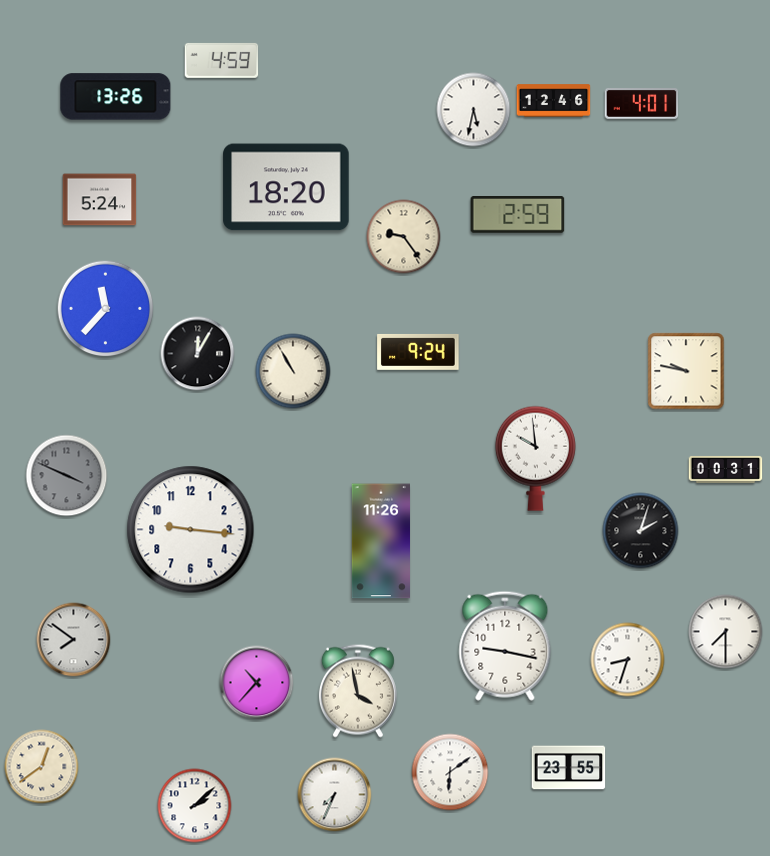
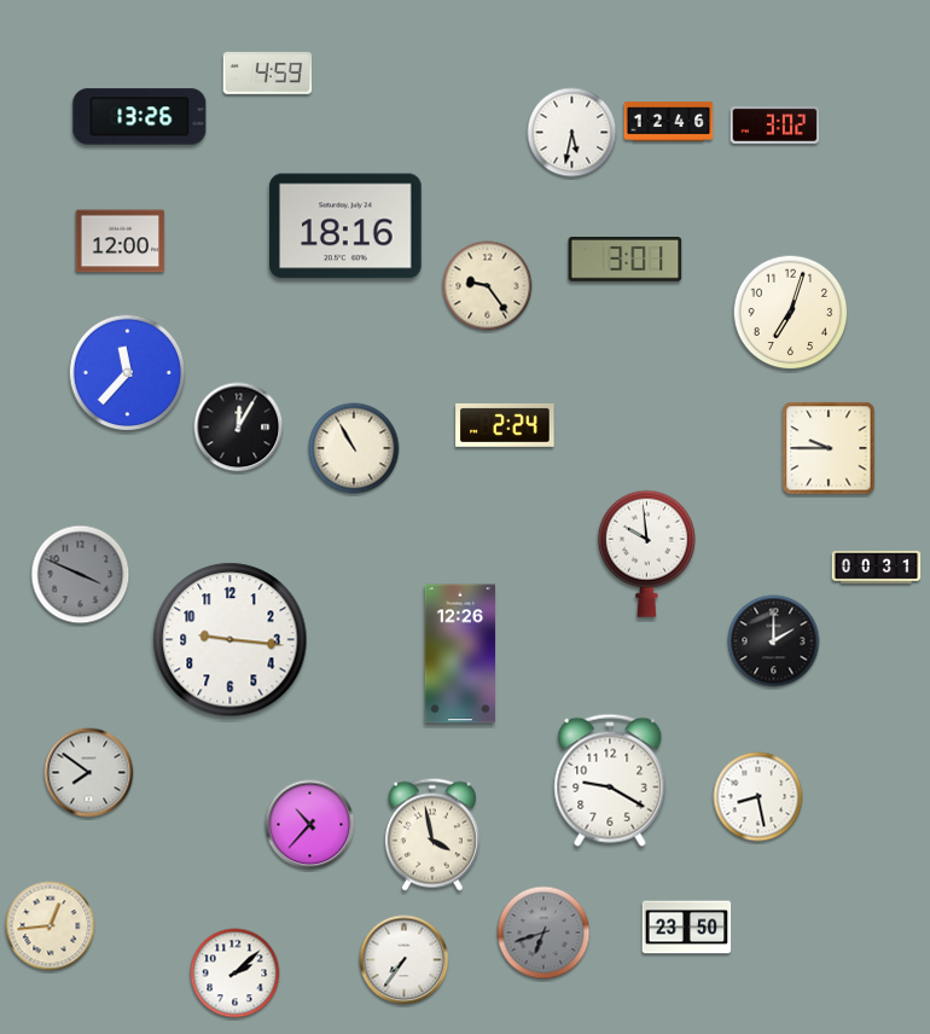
clock at (642, 104): 4:01 -> 3:02
clock at (286, 187): 18:20 -> 18:16
clock at (100, 200): 5:24 -> 12:00
clock at (518, 215): 2:59 -> 3:01
clock at (791, 313): none -> 7:03
clock at (418, 352): 9:24 -> 2:24
clock at (686, 371): 9:47 -> 9:45
clock at (641, 531): 2:03 -> 2:00
clock at (380, 541): 11:26 -> 12:26
clock at (726, 632): 7:30 -> none
clock at (505, 646): 9:17 -> 9:20
clock at (628, 660): 8:33 -> 8:28
clock at (42, 767): 12:39 -> 12:44
clock at (569, 768): 23:55 -> 23:50
clock at (450, 772): 6:09 -> 6:42
clock at (450, 772) dial: white -> grey
clock at (335, 795): 7:34 -> 7:36
